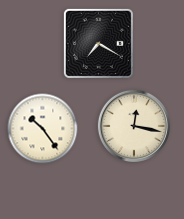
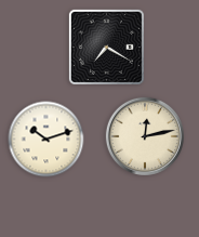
clock at (134, 126): 12:17 -> 12:13
clock at (43, 129): 10:24 -> 10:12
